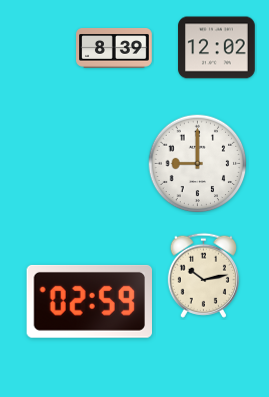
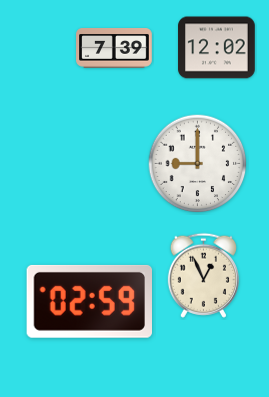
clock at (114, 49): 8:39 -> 7:39
clock at (203, 275): 10:13 -> 12:56
